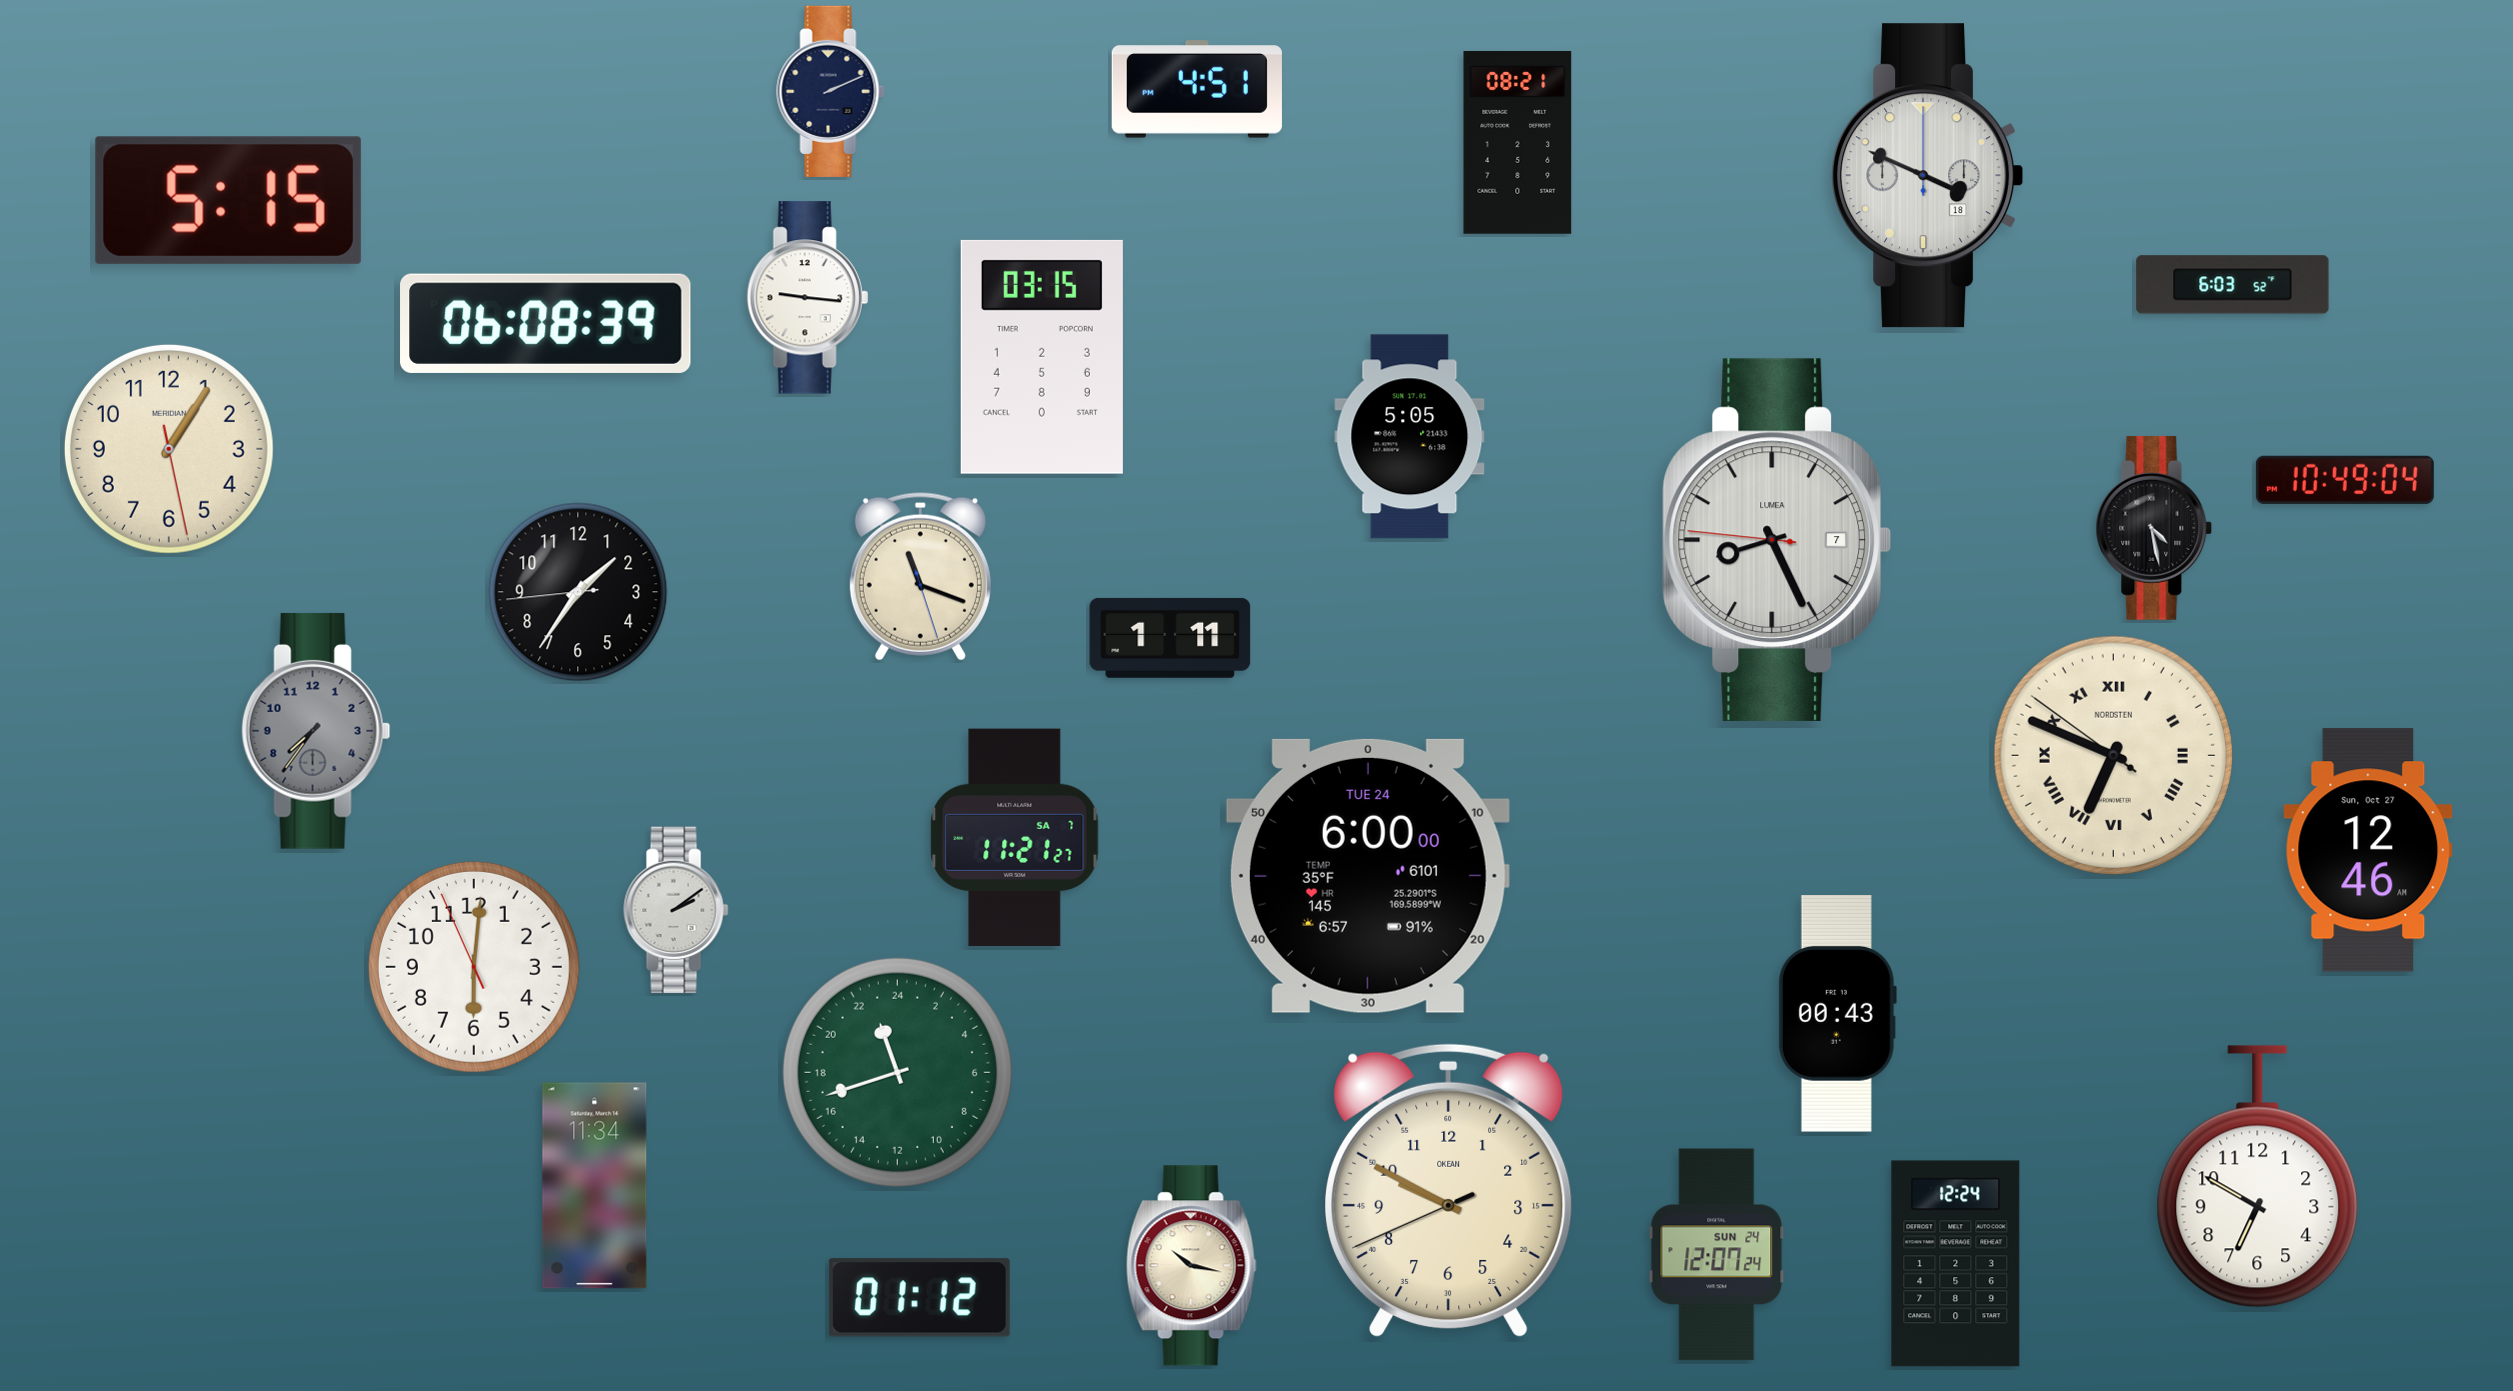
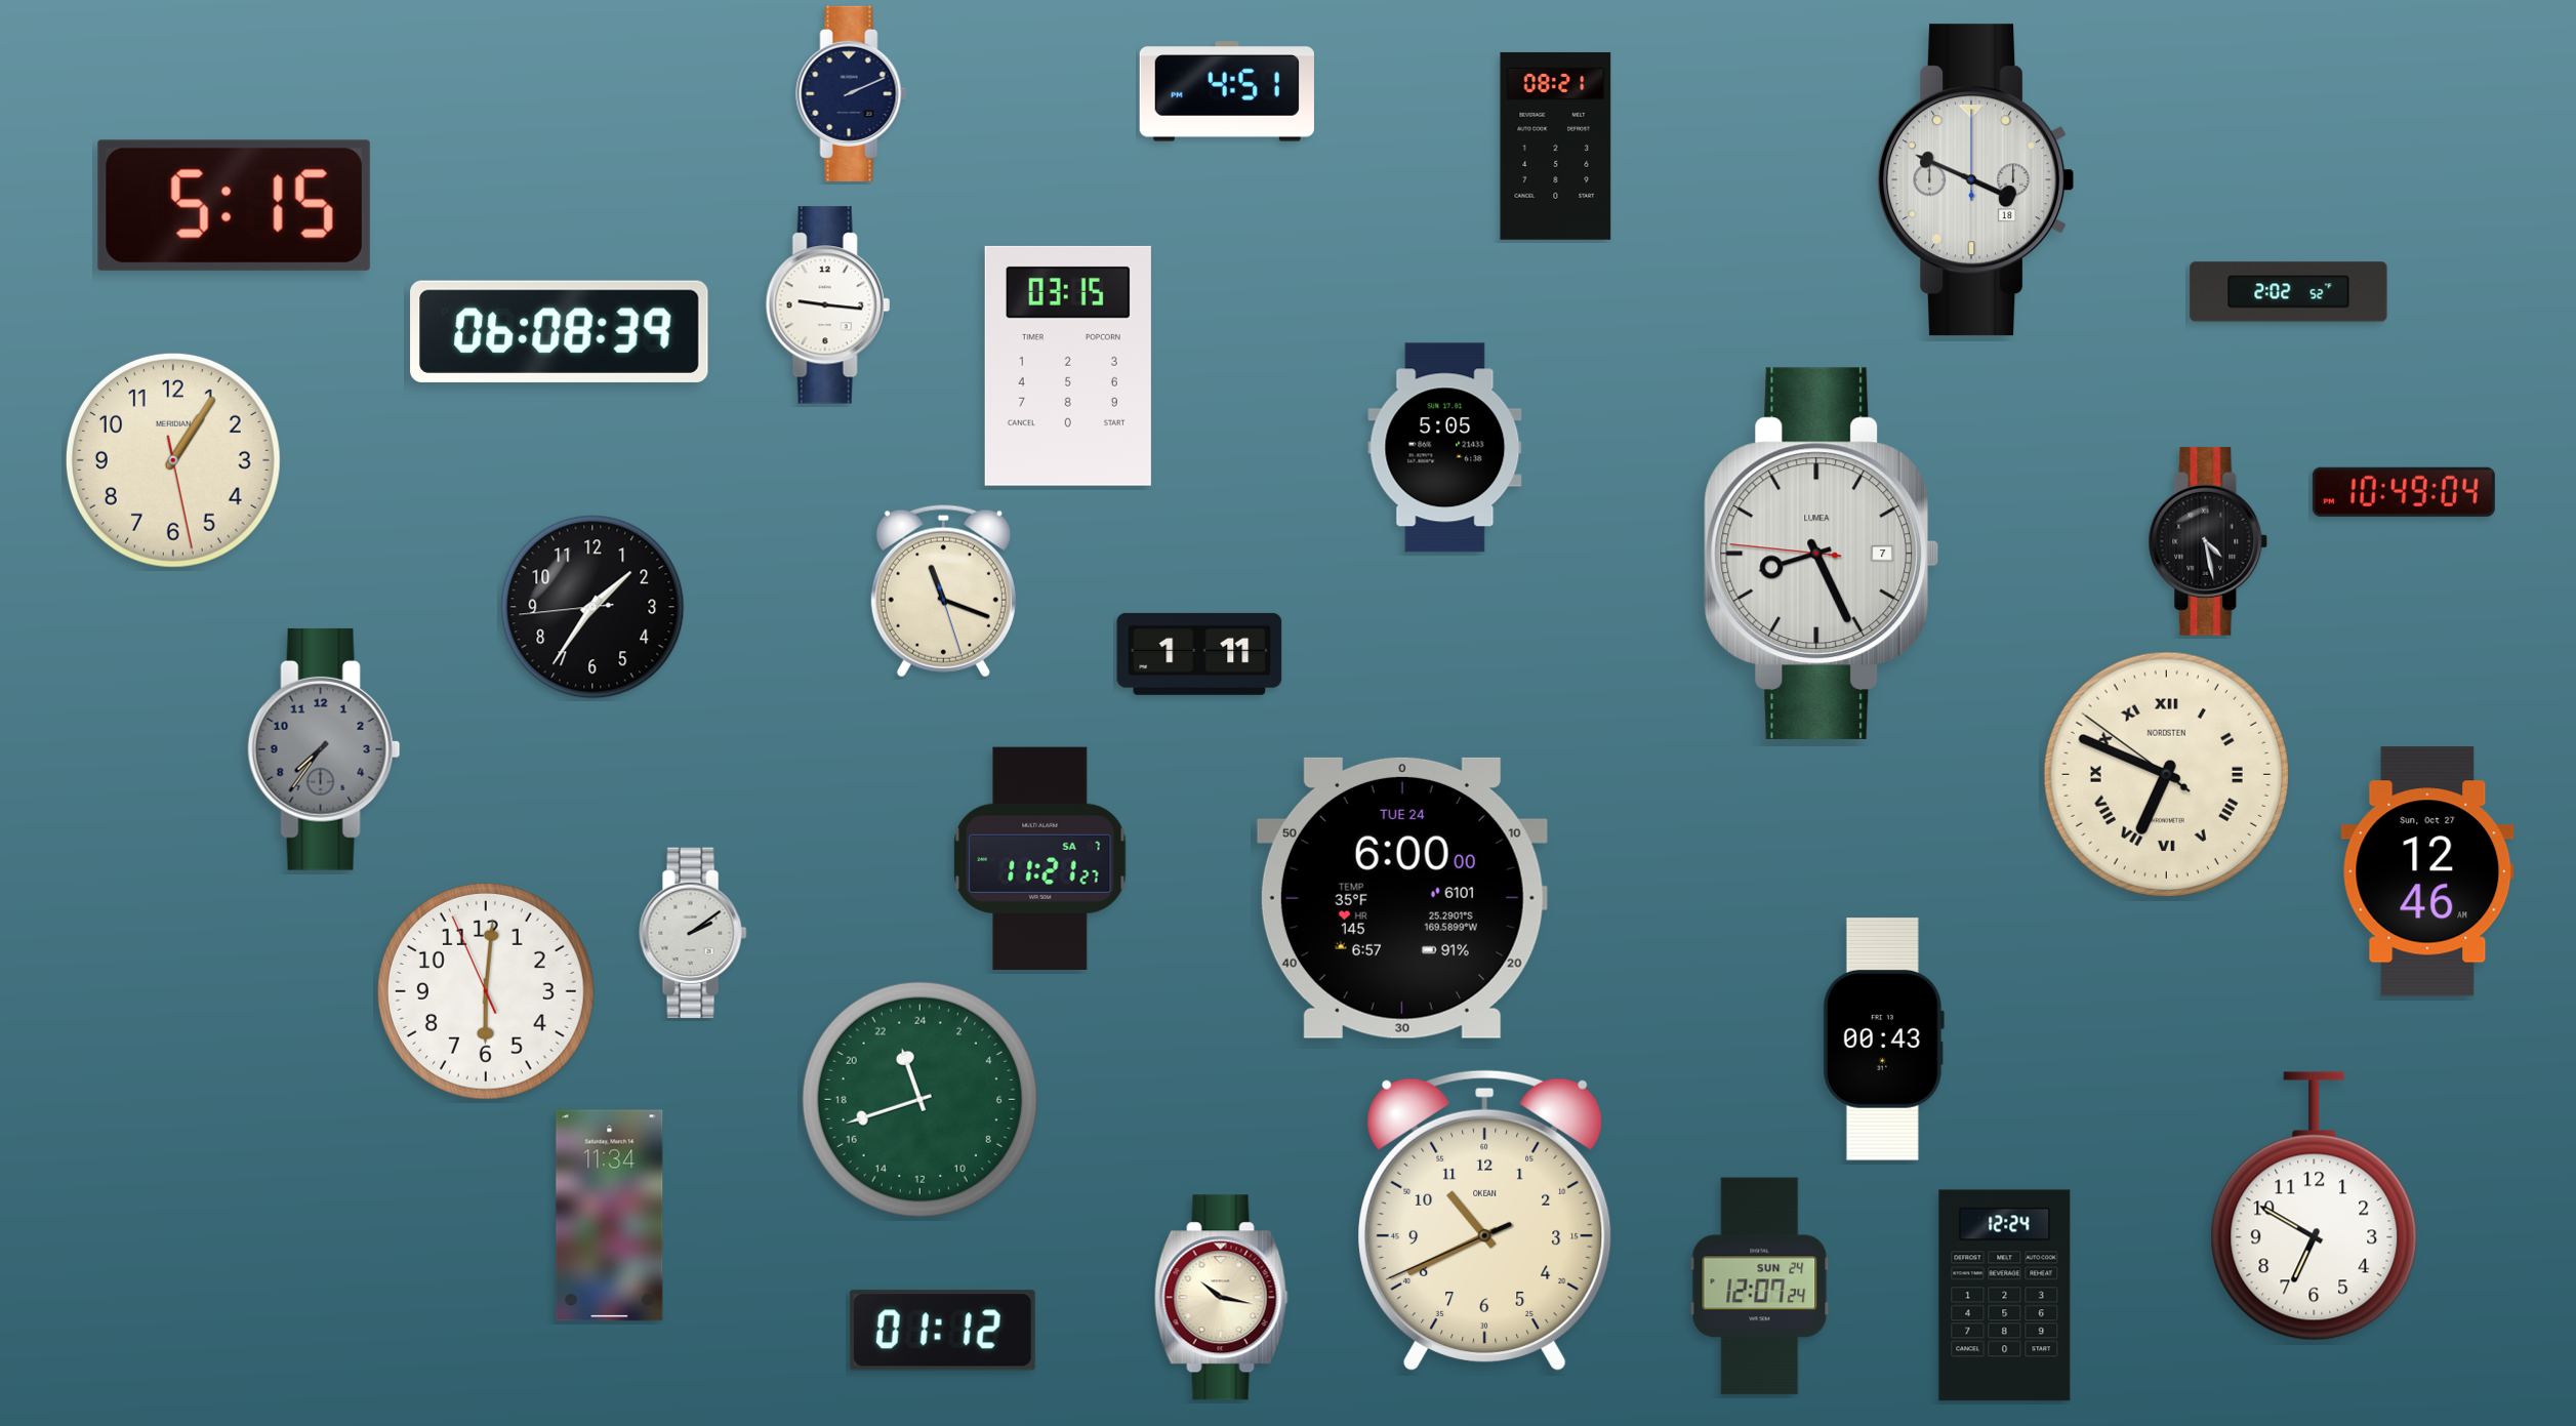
clock at (2233, 285): 6:03 -> 2:02
clock at (1449, 1191): 9:49 -> 10:40
